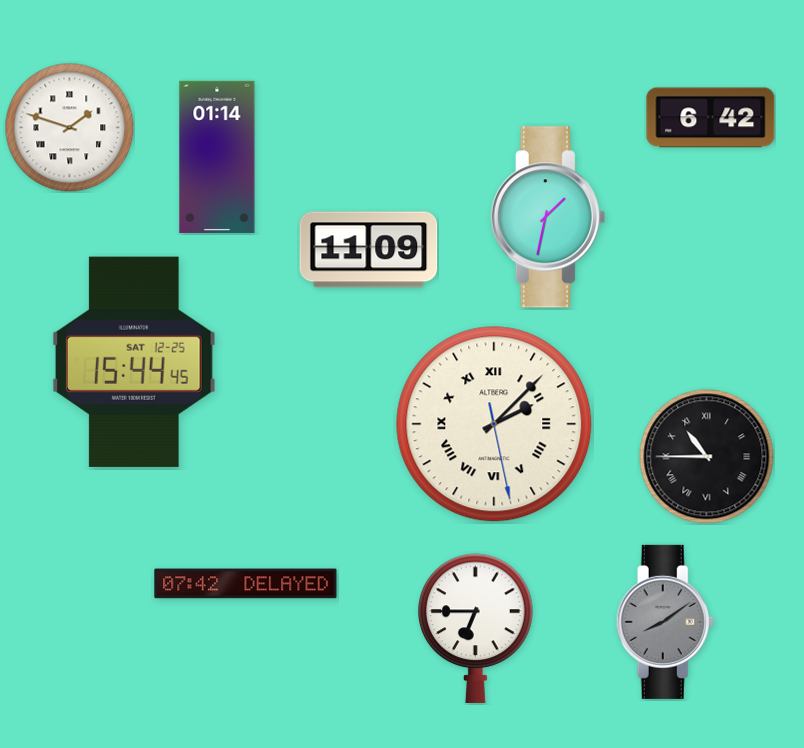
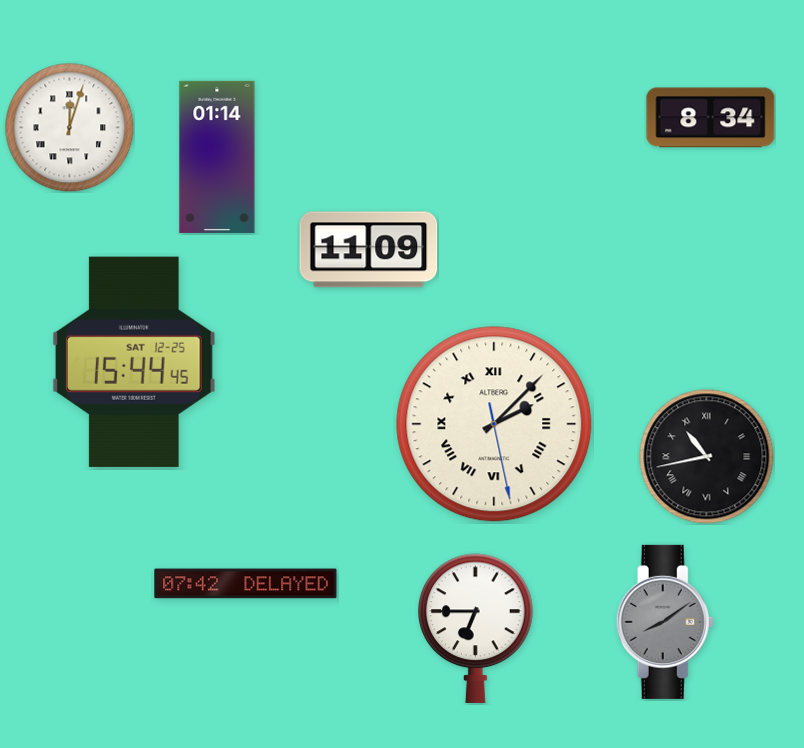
clock at (711, 118): 6:42 -> 8:34
clock at (69, 127): 1:48 -> 12:03
clock at (548, 217): 1:32 -> none
clock at (707, 457): 10:45 -> 10:43
